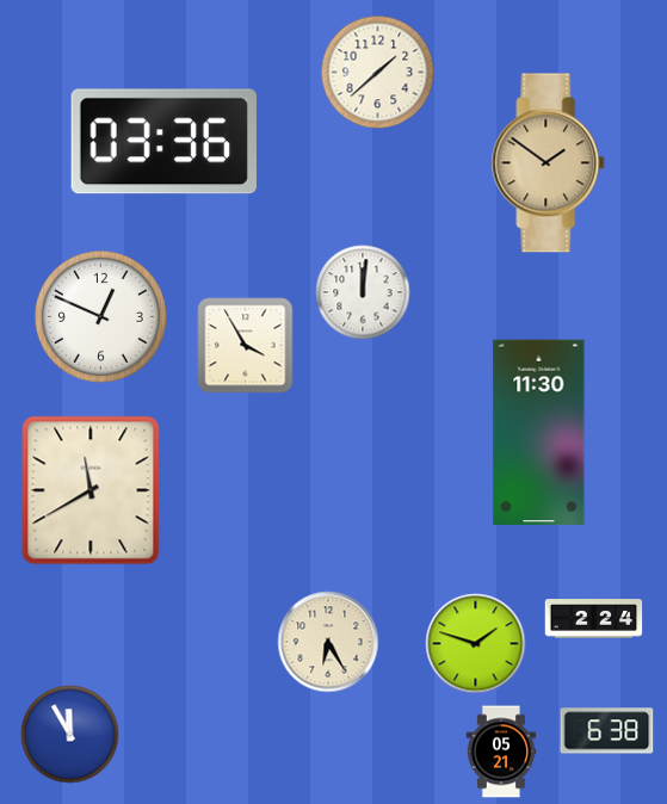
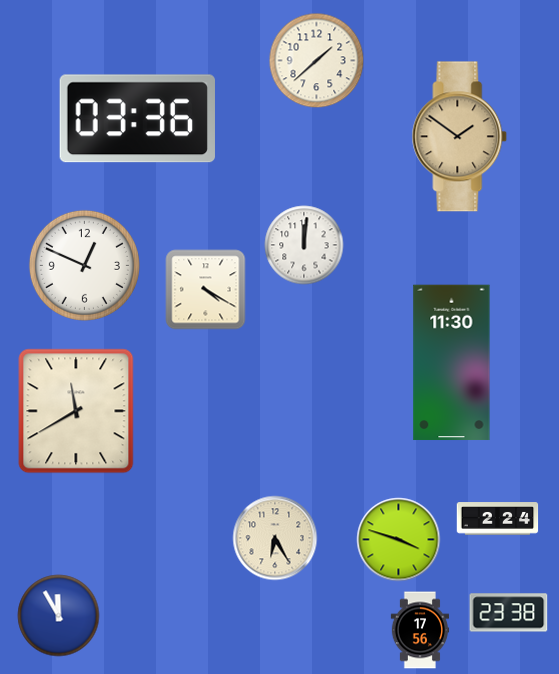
clock at (246, 346): 3:55 -> 4:20
clock at (476, 644): 1:48 -> 3:48
clock at (607, 731): 6:38 -> 23:38
clock at (500, 752): 05:21 -> 17:56
